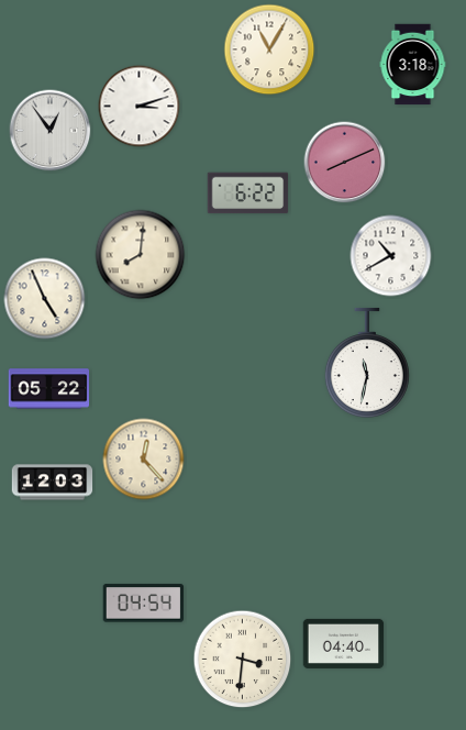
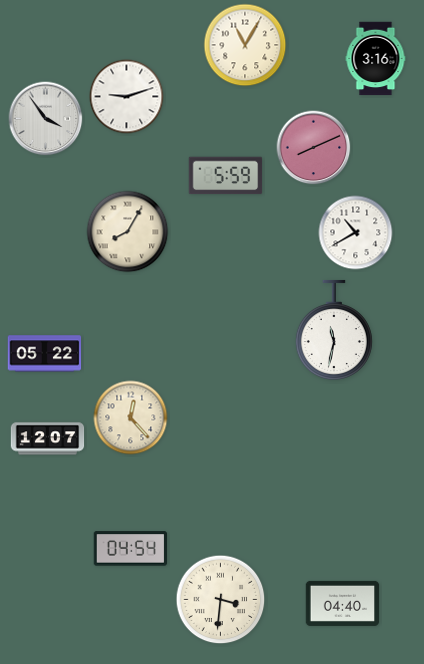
clock at (413, 65): 3:18 -> 3:16
clock at (140, 107): 3:12 -> 9:12
clock at (51, 131): 12:54 -> 3:54
clock at (248, 193): 6:22 -> 5:59
clock at (141, 255): 8:01 -> 8:05
clock at (45, 299): 4:56 -> none
clock at (53, 483): 12:03 -> 12:07
clock at (344, 643) position: (344, 643) -> (343, 603)
